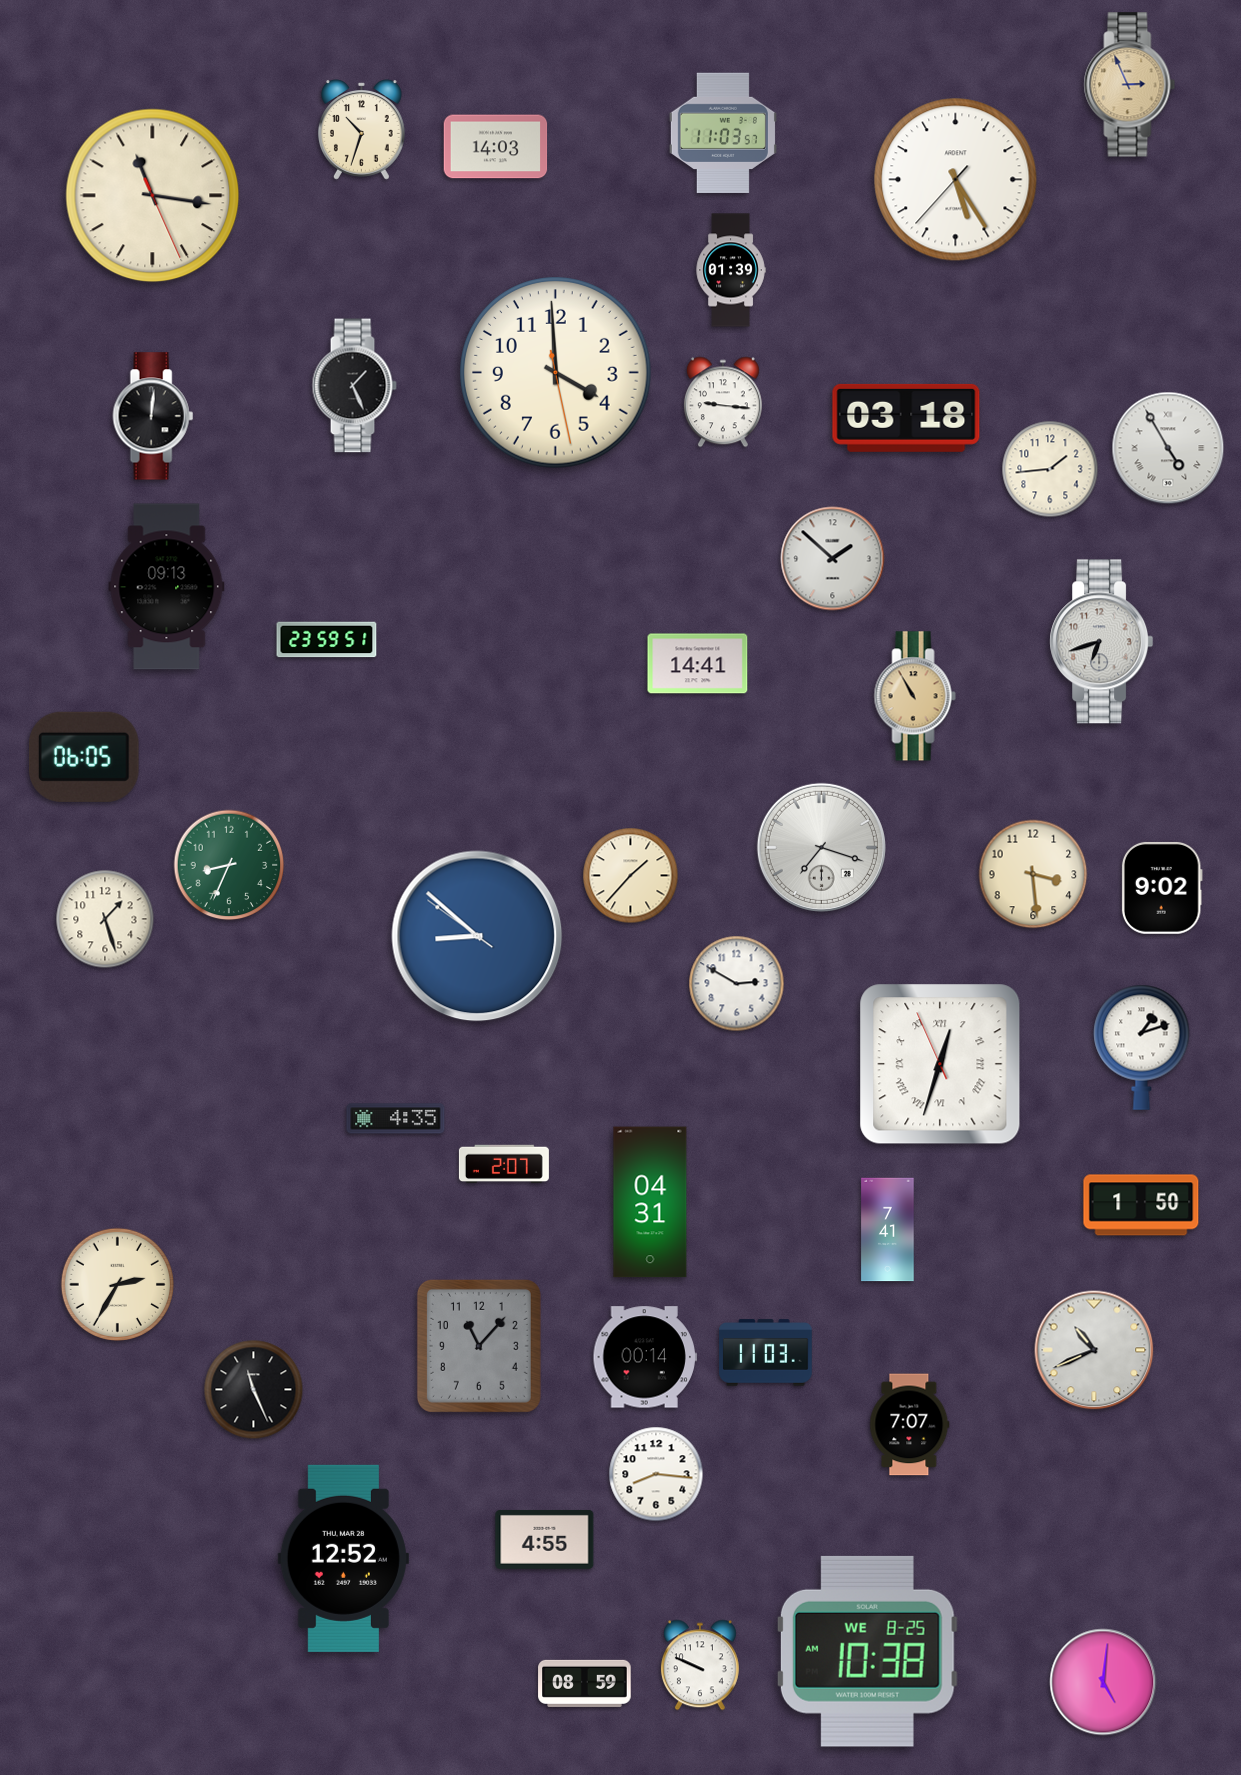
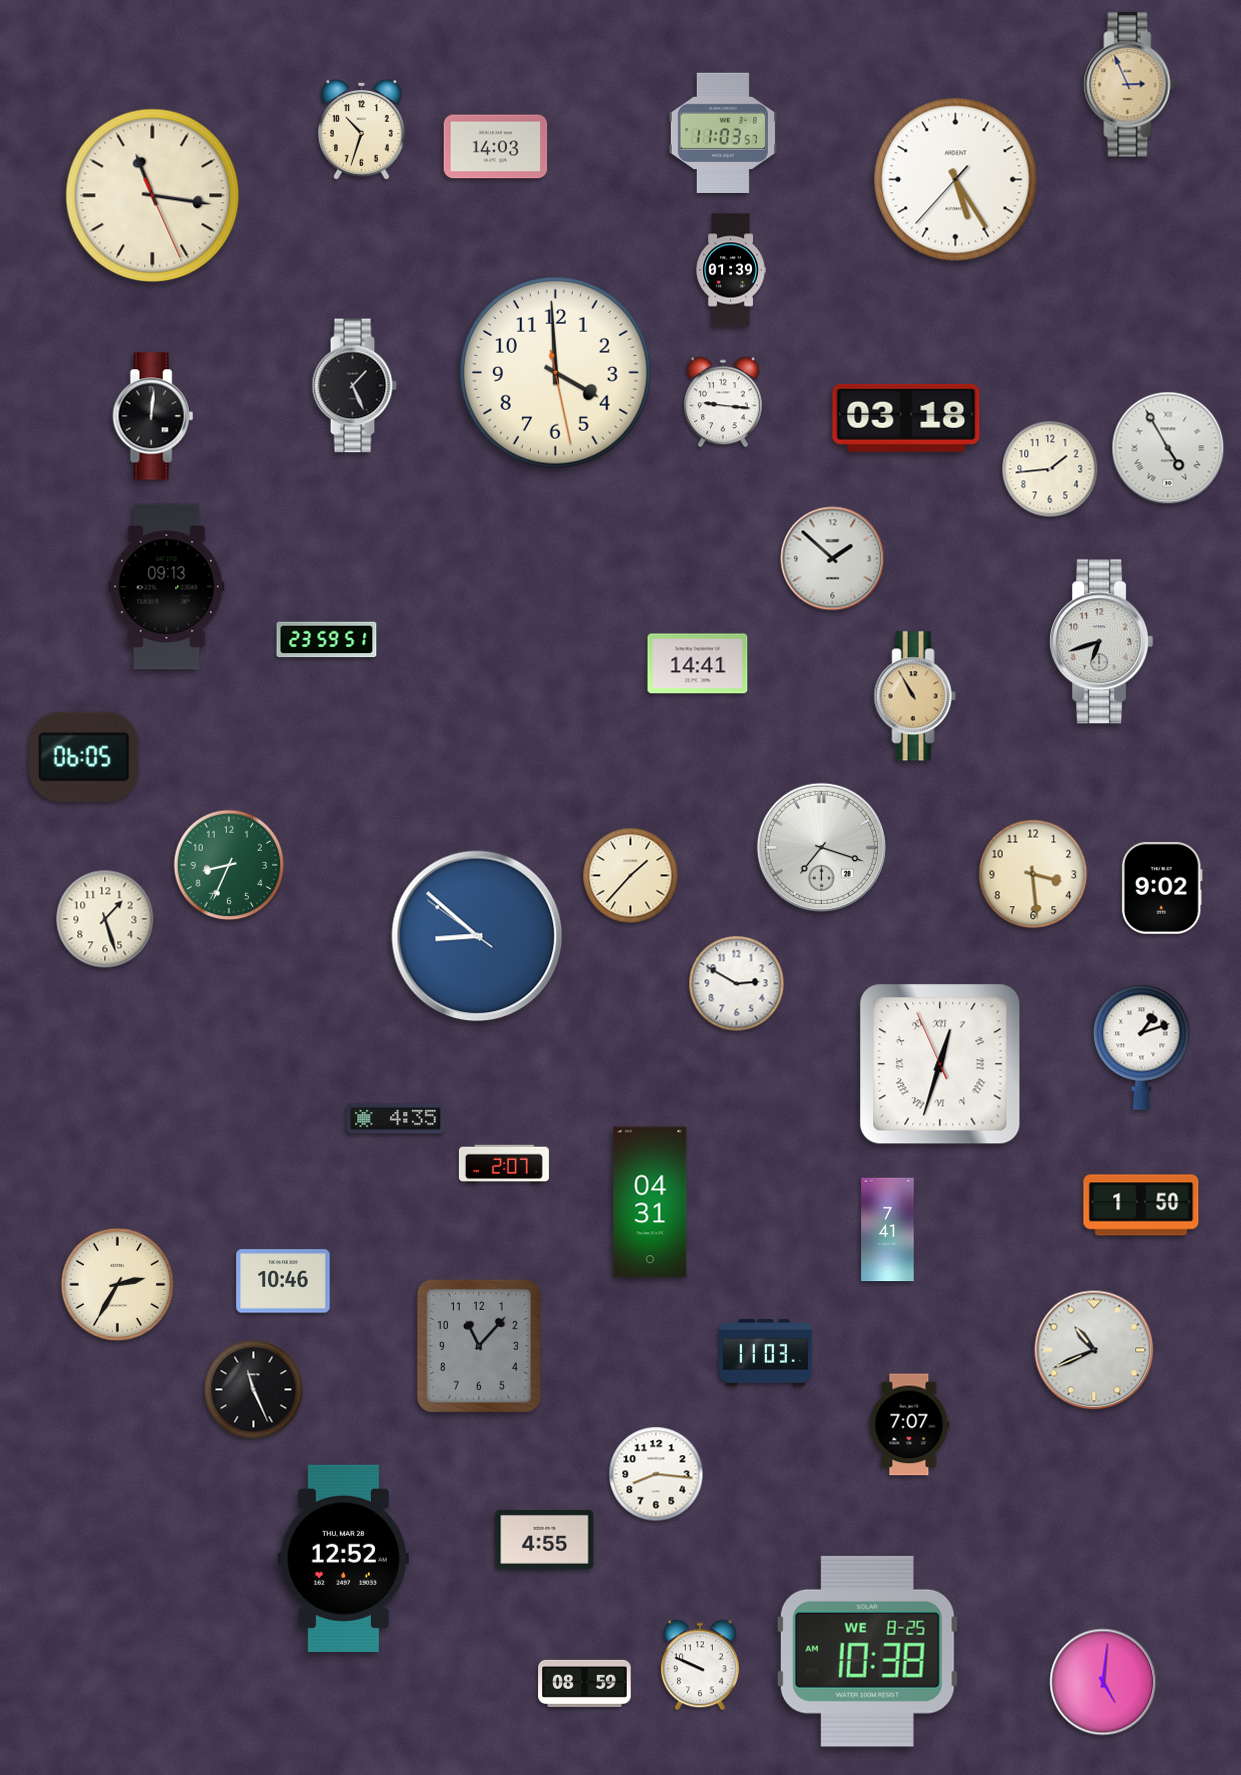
clock at (283, 1281): none -> 10:46
clock at (644, 1357): 00:14 -> none
